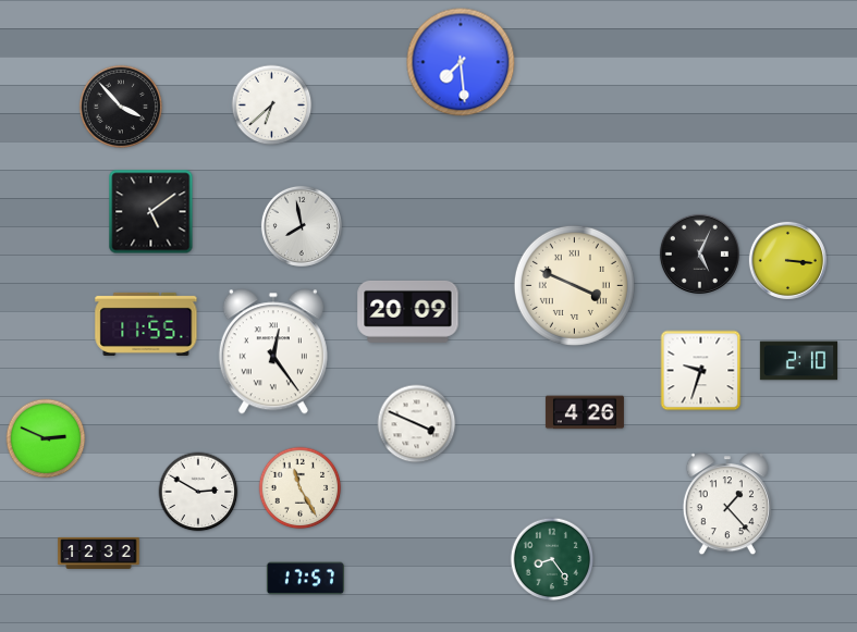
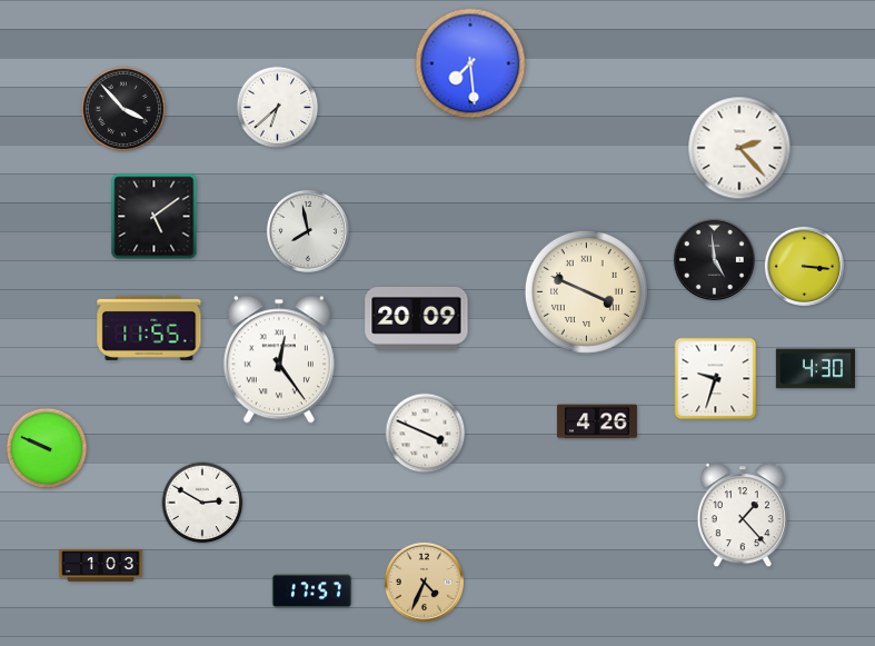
clock at (739, 148): none -> 2:23
clock at (699, 253): 5:04 -> 4:59
clock at (146, 324) position: (146, 324) -> (149, 328)
clock at (798, 361): 2:10 -> 4:30
clock at (46, 438): 2:49 -> 9:49
clock at (301, 488): 11:25 -> none
clock at (99, 553): 12:32 -> 1:03
clock at (552, 559): 8:24 -> none
clock at (424, 582): none -> 4:34
